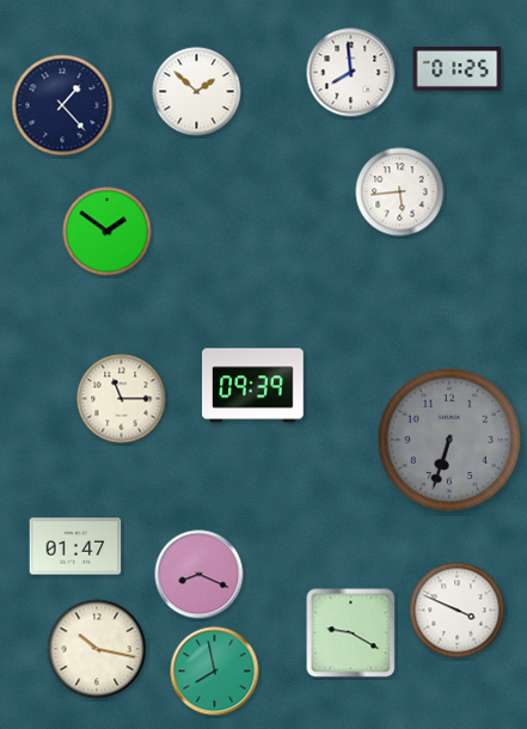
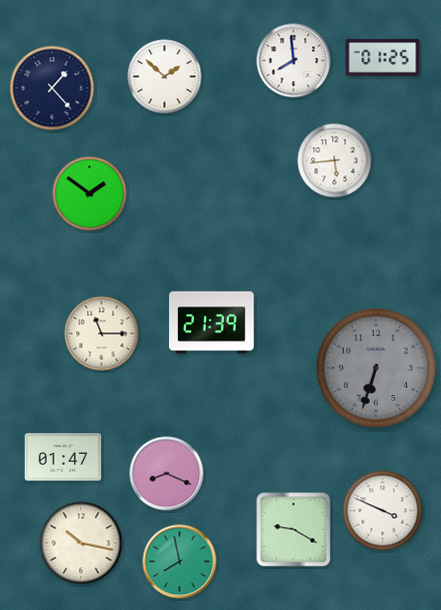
clock at (253, 386): 09:39 -> 21:39
clock at (200, 575) position: (200, 575) -> (167, 474)
